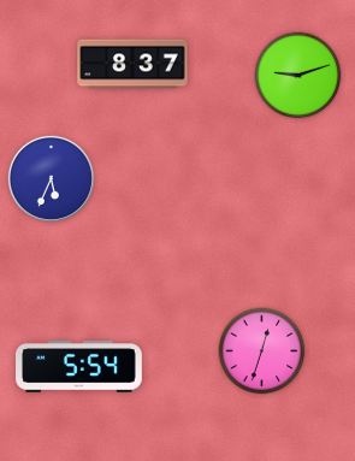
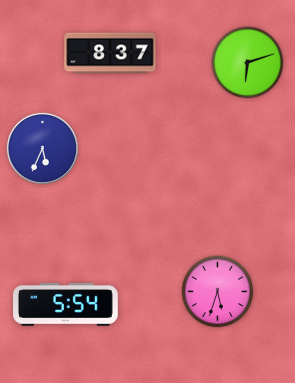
clock at (298, 76): 9:12 -> 6:12
clock at (262, 351): 12:33 -> 5:33
